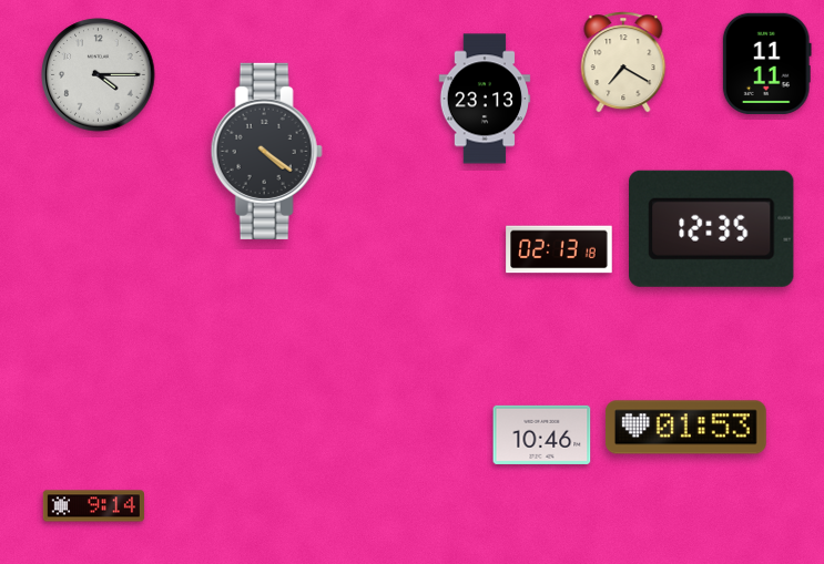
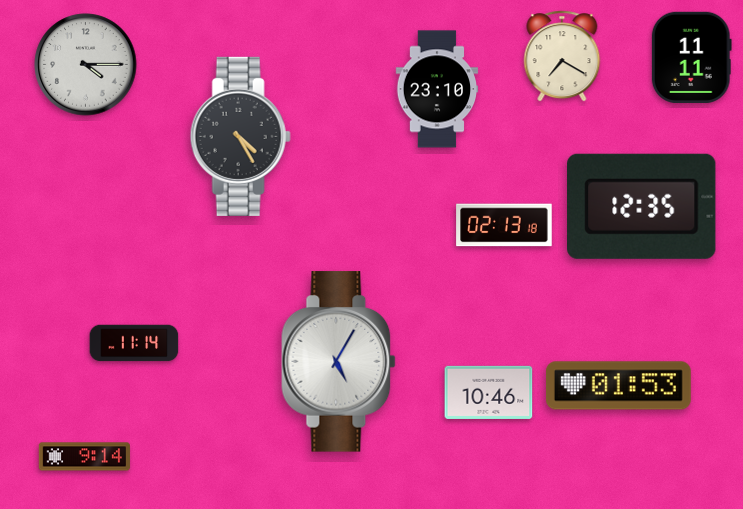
clock at (99, 75) position: (99, 75) -> (86, 65)
clock at (485, 99): 23:13 -> 23:10
clock at (266, 151): 4:21 -> 4:25
clock at (134, 343): none -> 11:14
clock at (339, 362): none -> 5:05
